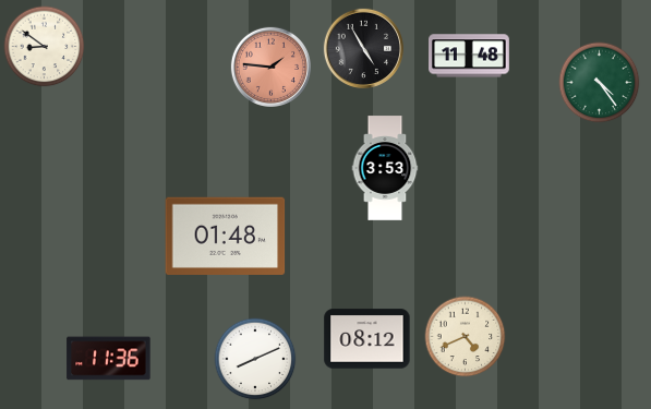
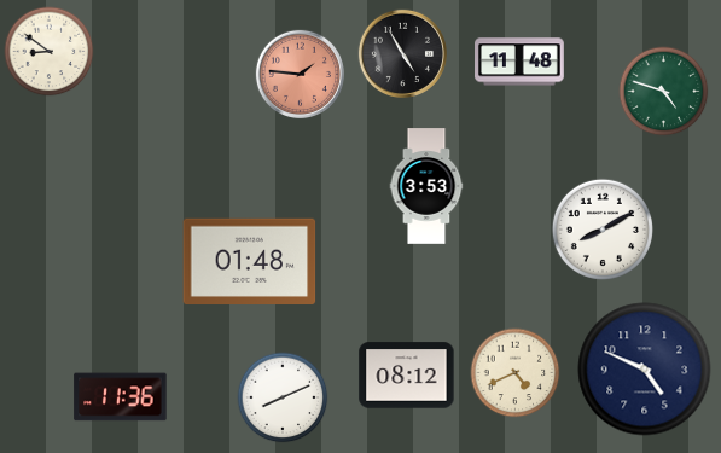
clock at (600, 83): 4:24 -> 4:48
clock at (603, 230): none -> 8:10
clock at (645, 370): none -> 4:49
